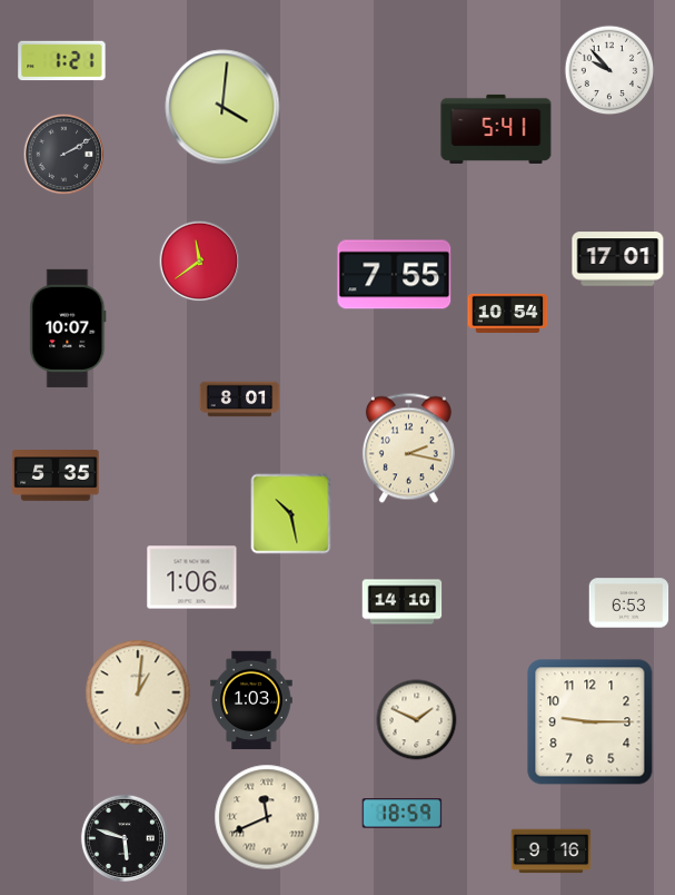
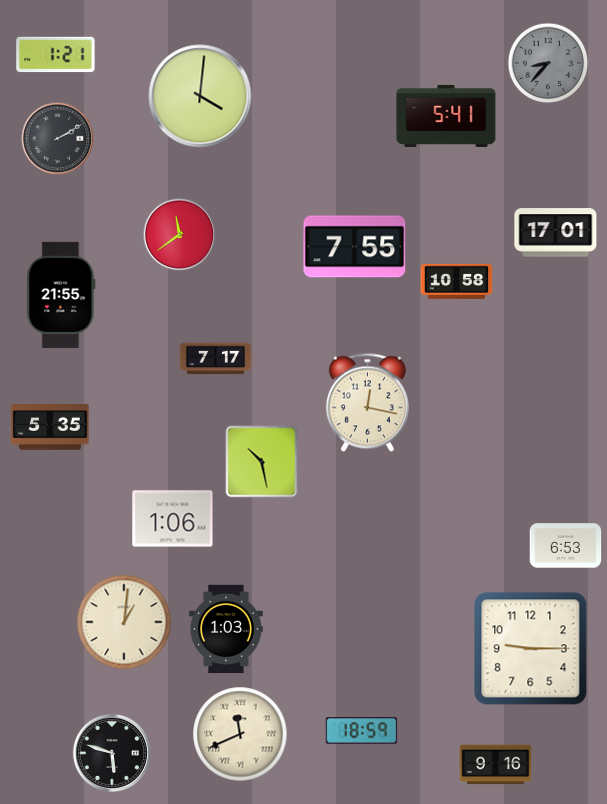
clock at (609, 70): 9:53 -> 8:37
clock at (609, 70) dial: white -> grey
clock at (508, 313): 10:54 -> 10:58
clock at (68, 328): 10:07 -> 21:55
clock at (240, 400): 8:01 -> 7:17
clock at (408, 449): 2:17 -> 12:17
clock at (403, 602): 14:10 -> none
clock at (629, 603) position: (629, 603) -> (566, 546)
clock at (417, 720): 1:49 -> none
